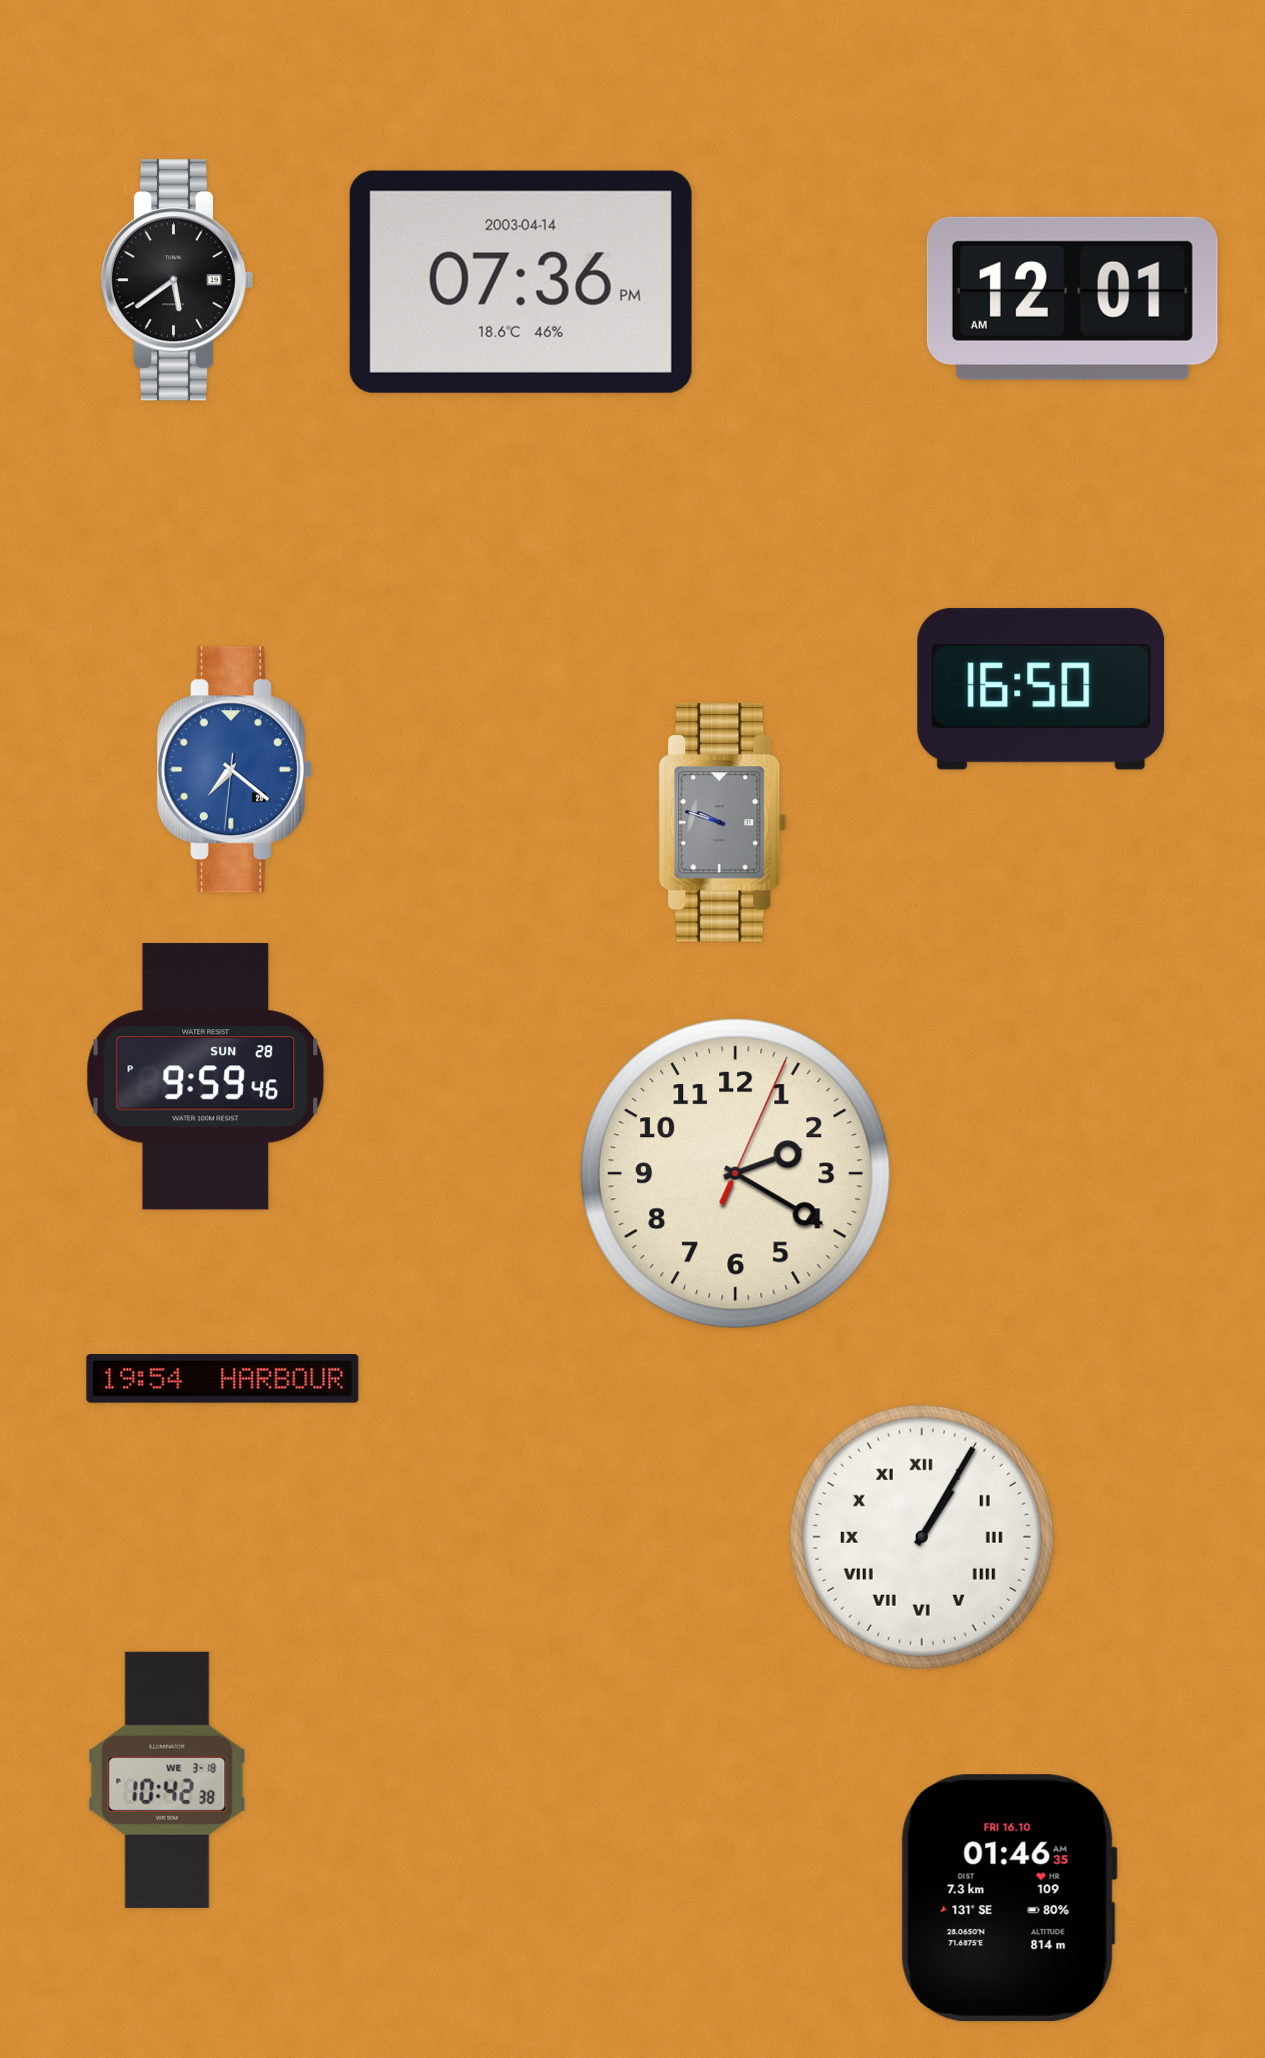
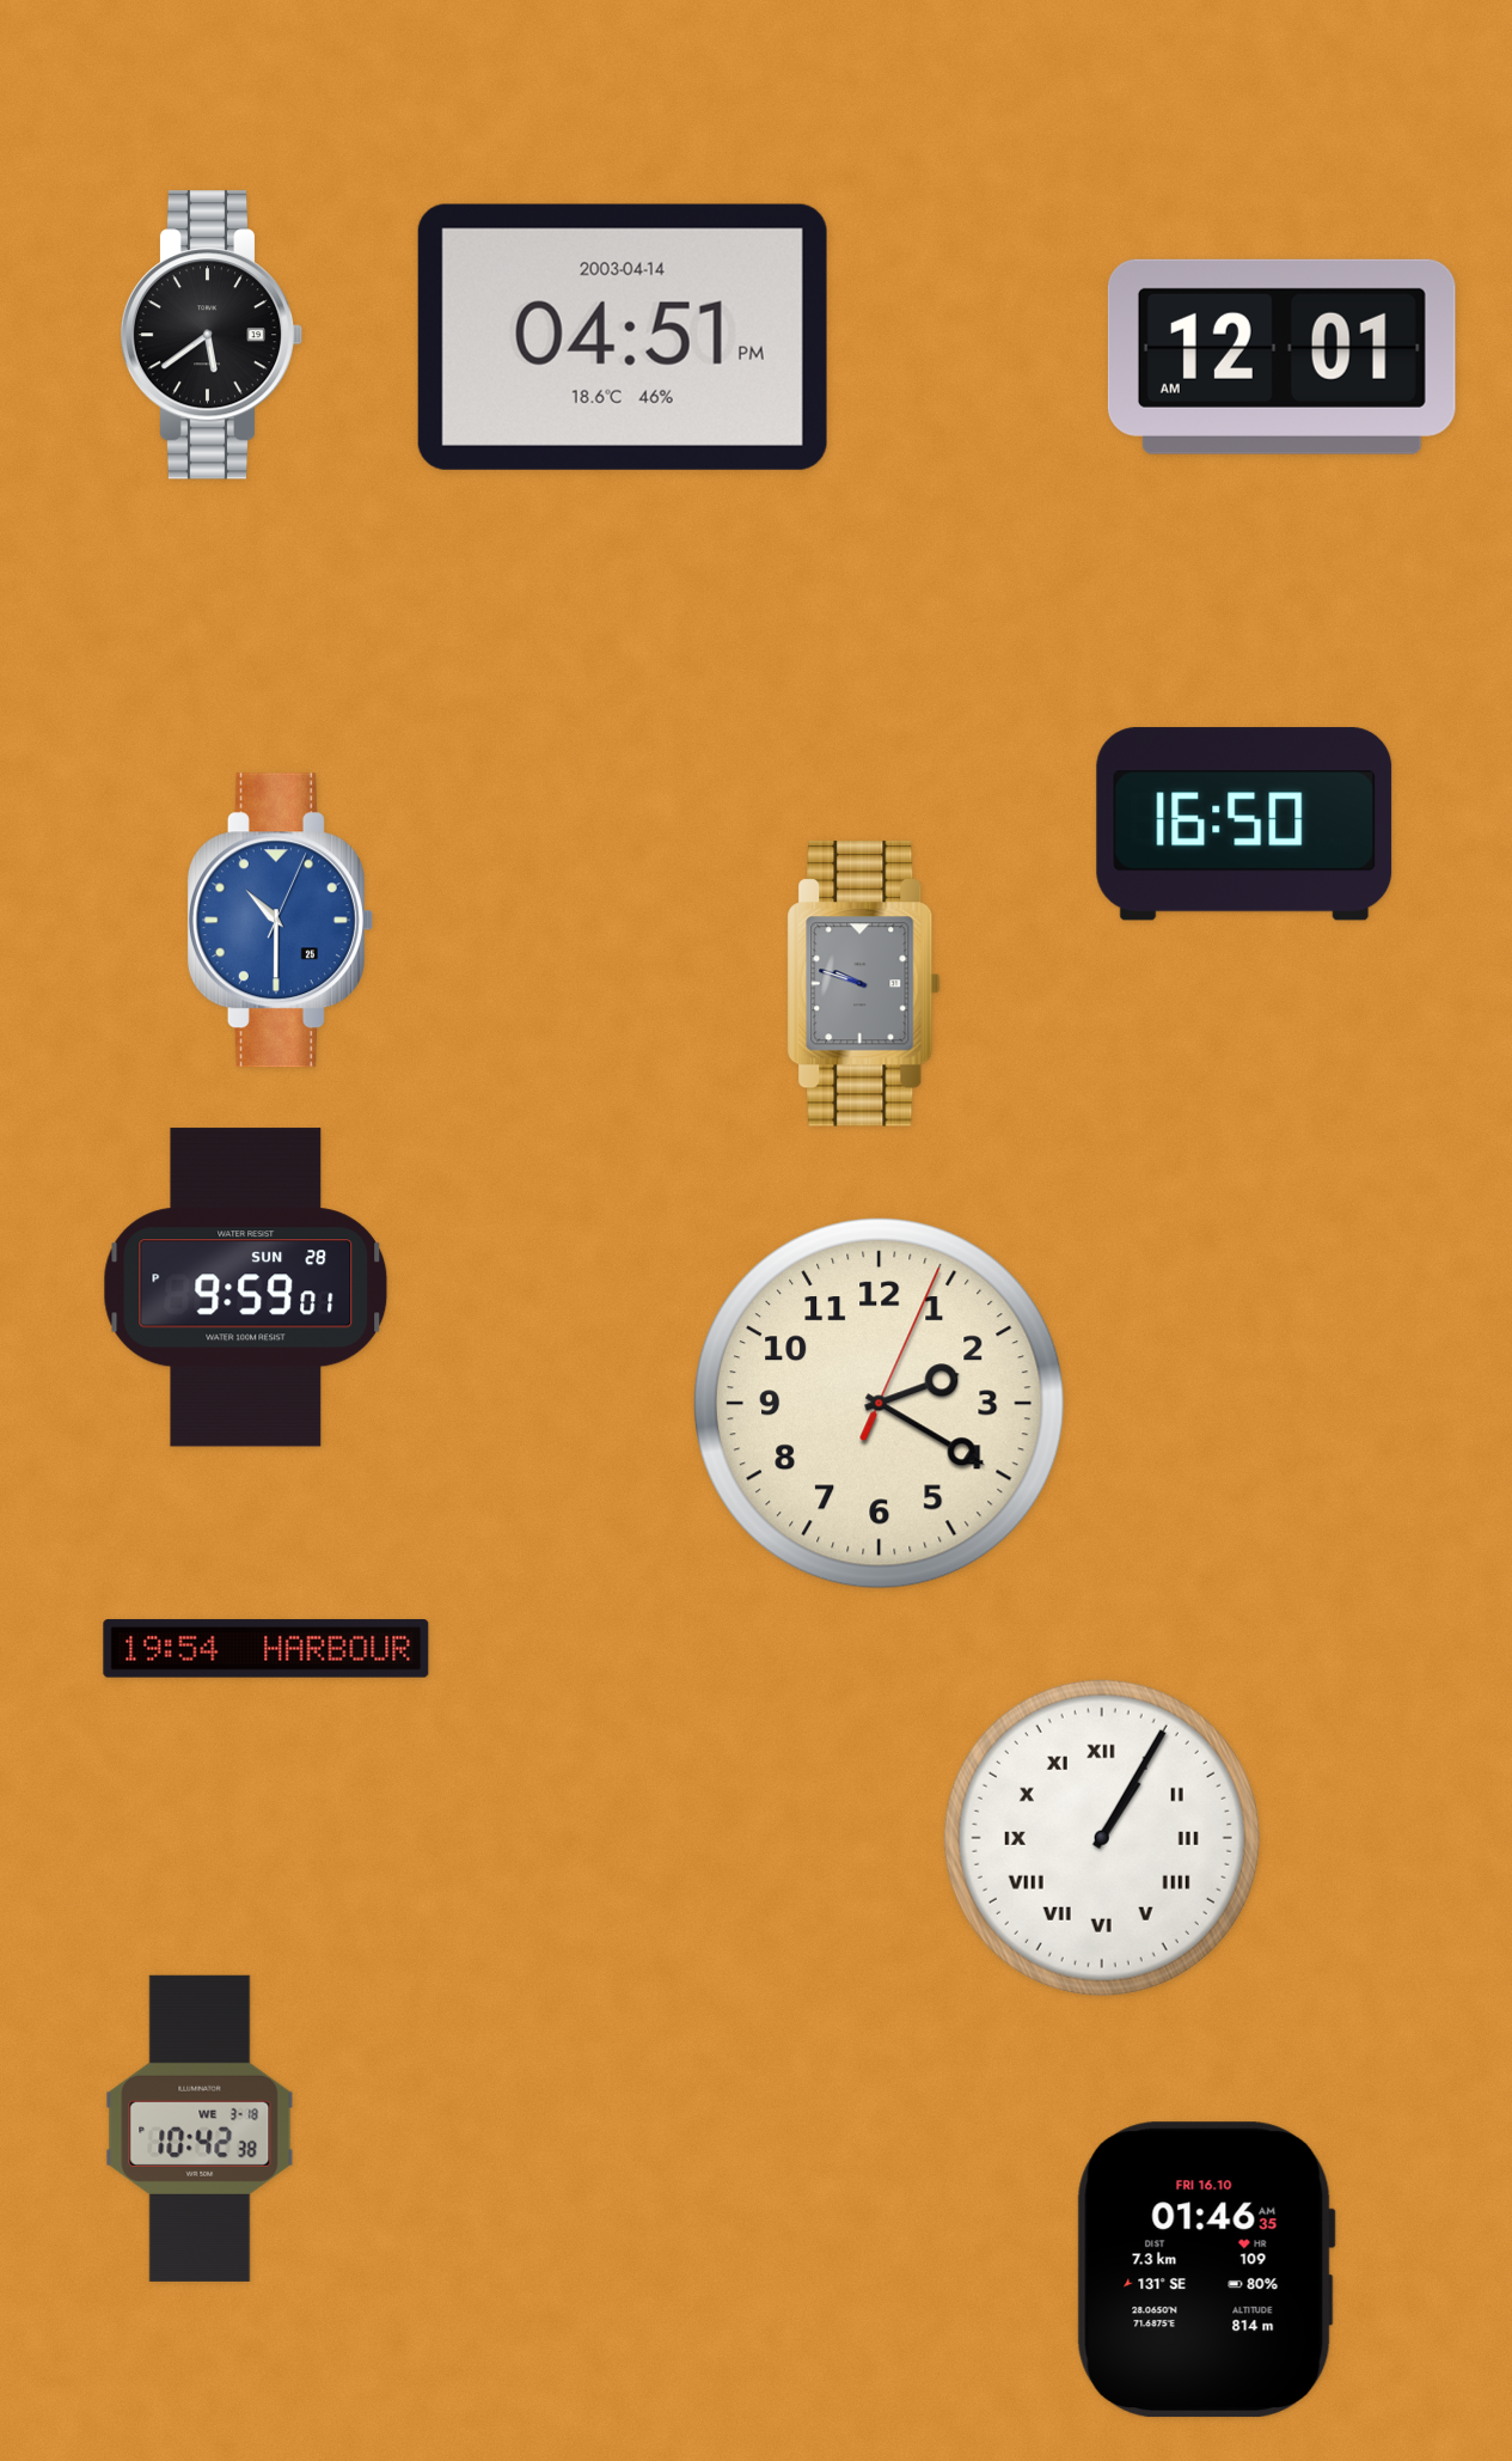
clock at (521, 282): 07:36 -> 04:51
clock at (234, 770): 7:21 -> 10:30
clock at (206, 1077): 9:59:46 PM -> 9:59:01 PM
